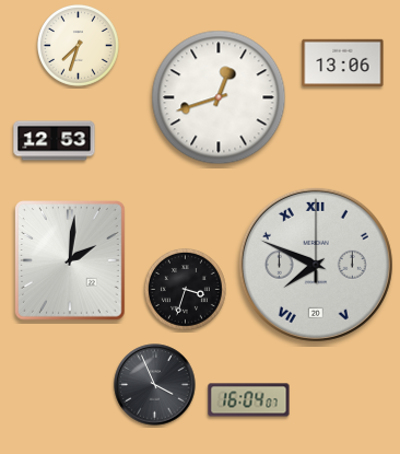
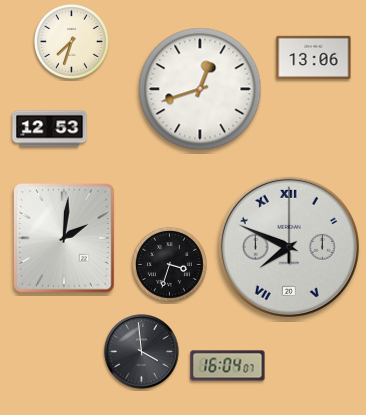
clock at (316, 265) position: (316, 265) -> (289, 247)
clock at (155, 385): 3:56 -> 3:59
